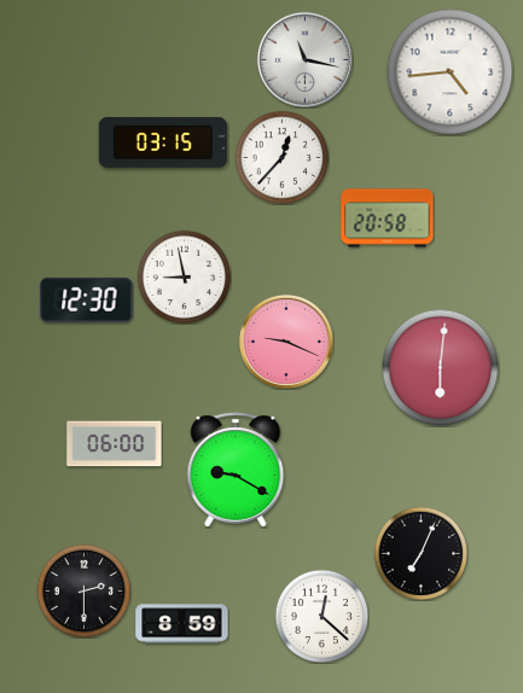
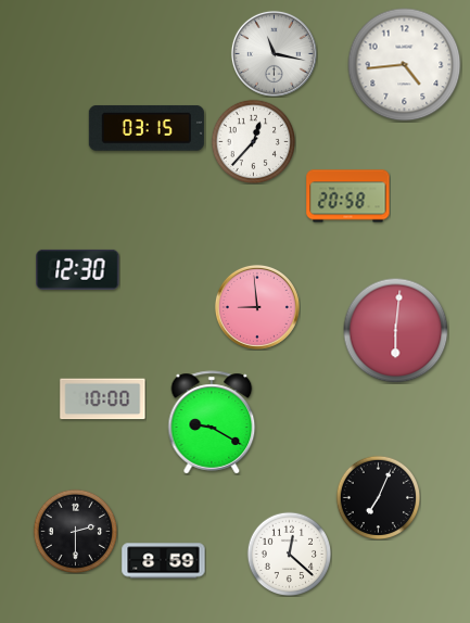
clock at (184, 276): 8:58 -> none
clock at (286, 342): 9:19 -> 8:59
clock at (115, 444): 06:00 -> 10:00
